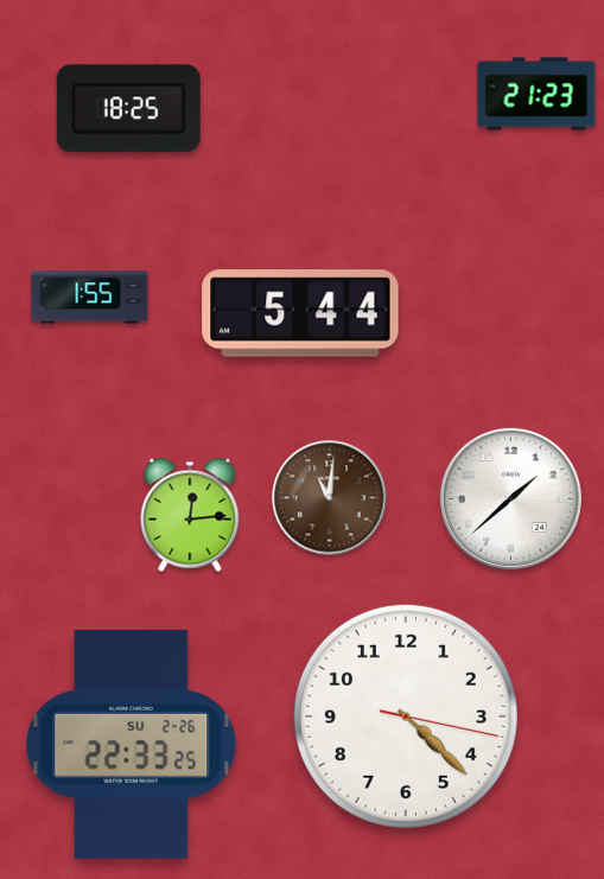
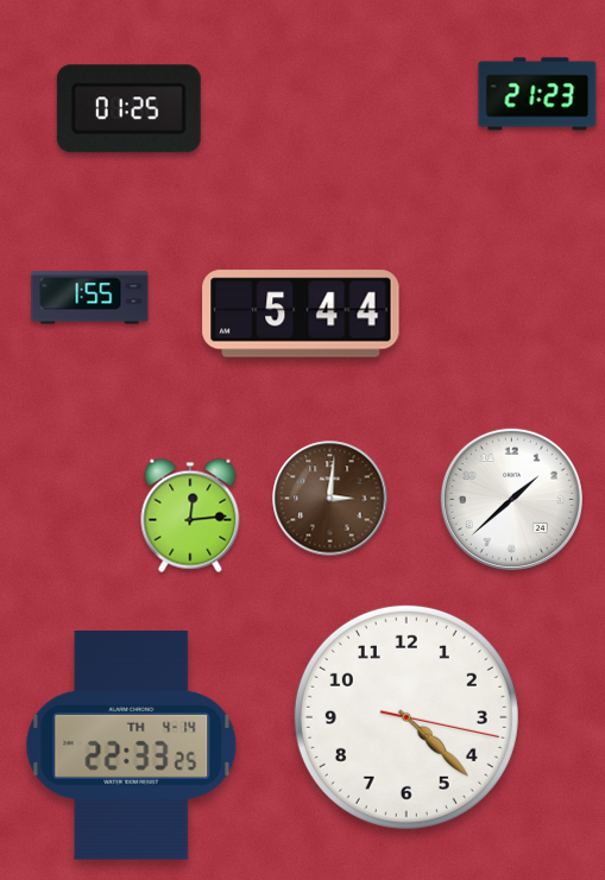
clock at (128, 109): 18:25 -> 01:25
clock at (330, 498): 11:01 -> 3:01
clock at (132, 745) date: SU 2-26 -> TH 4-14
